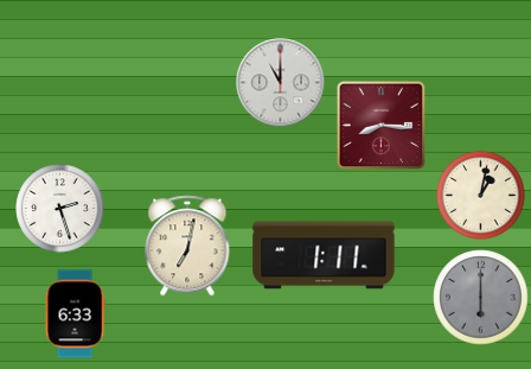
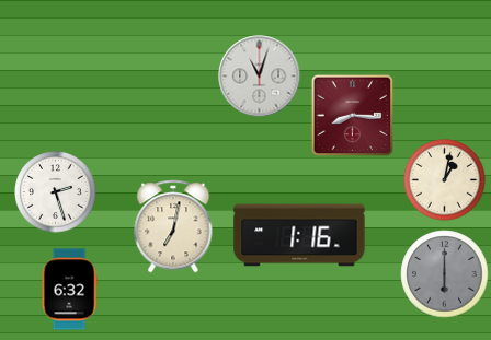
clock at (281, 83): 11:00 -> 11:03
clock at (324, 255): 1:11 -> 1:16
clock at (75, 314): 6:33 -> 6:32
